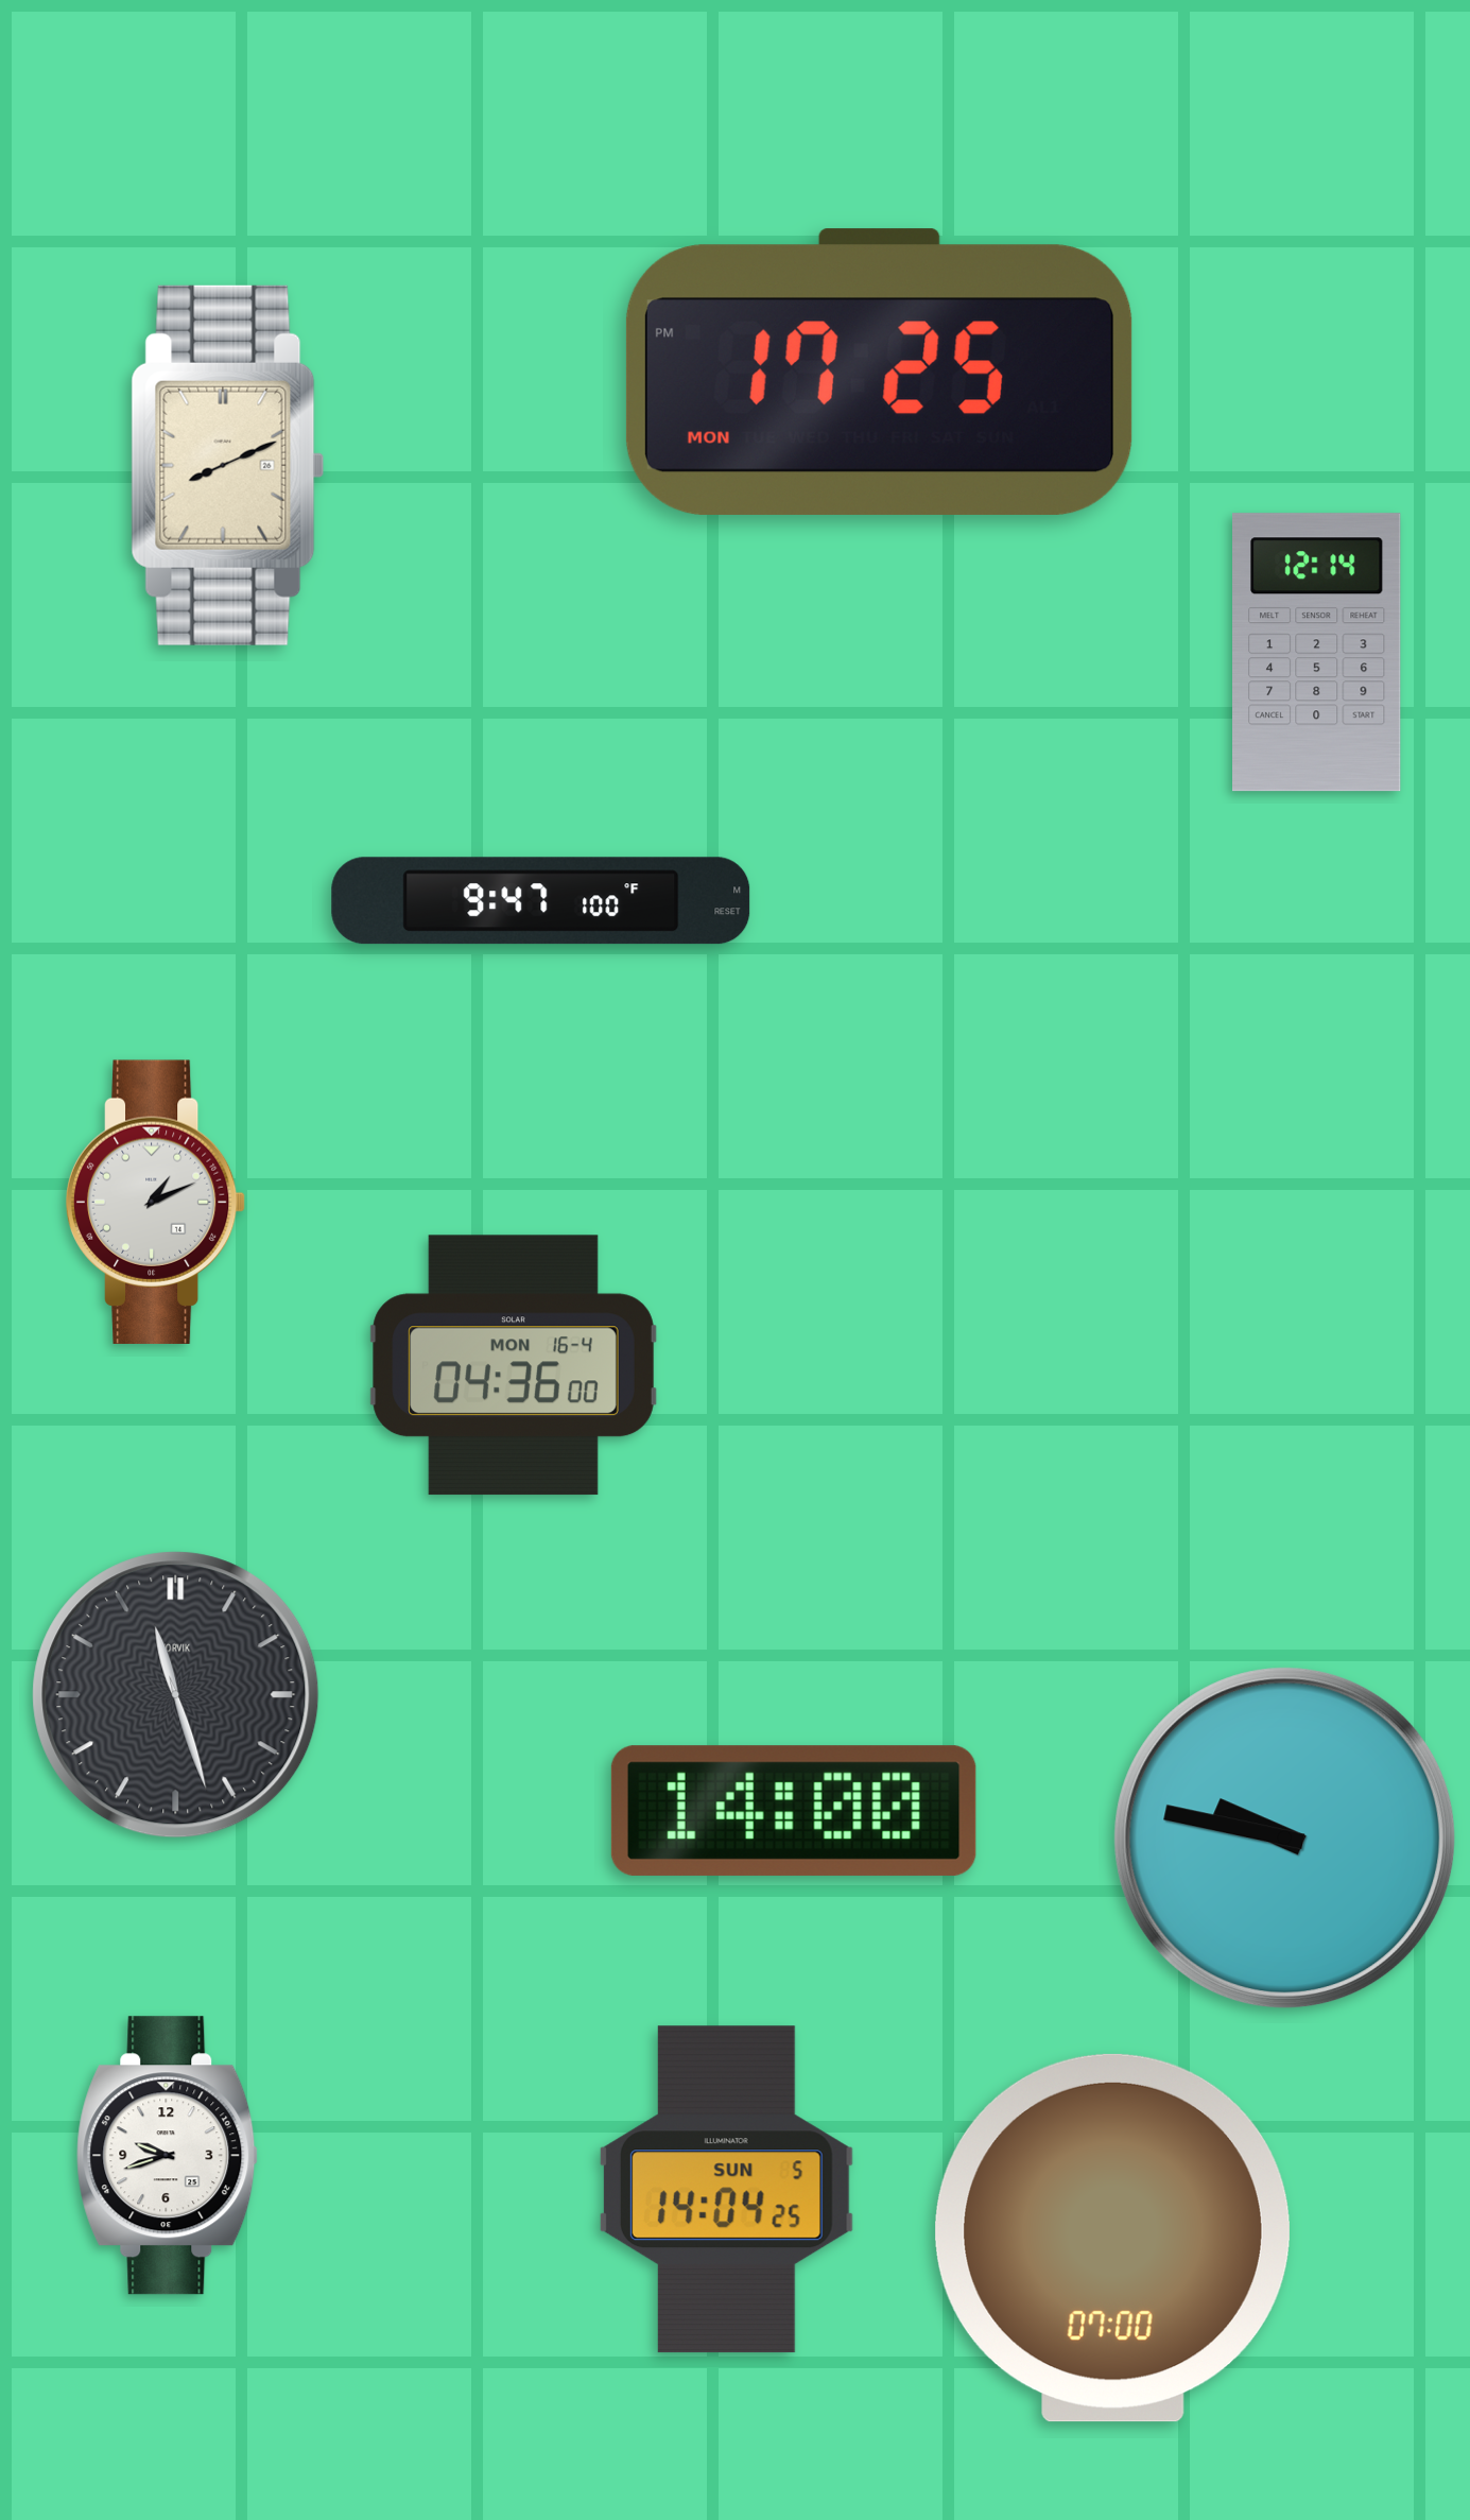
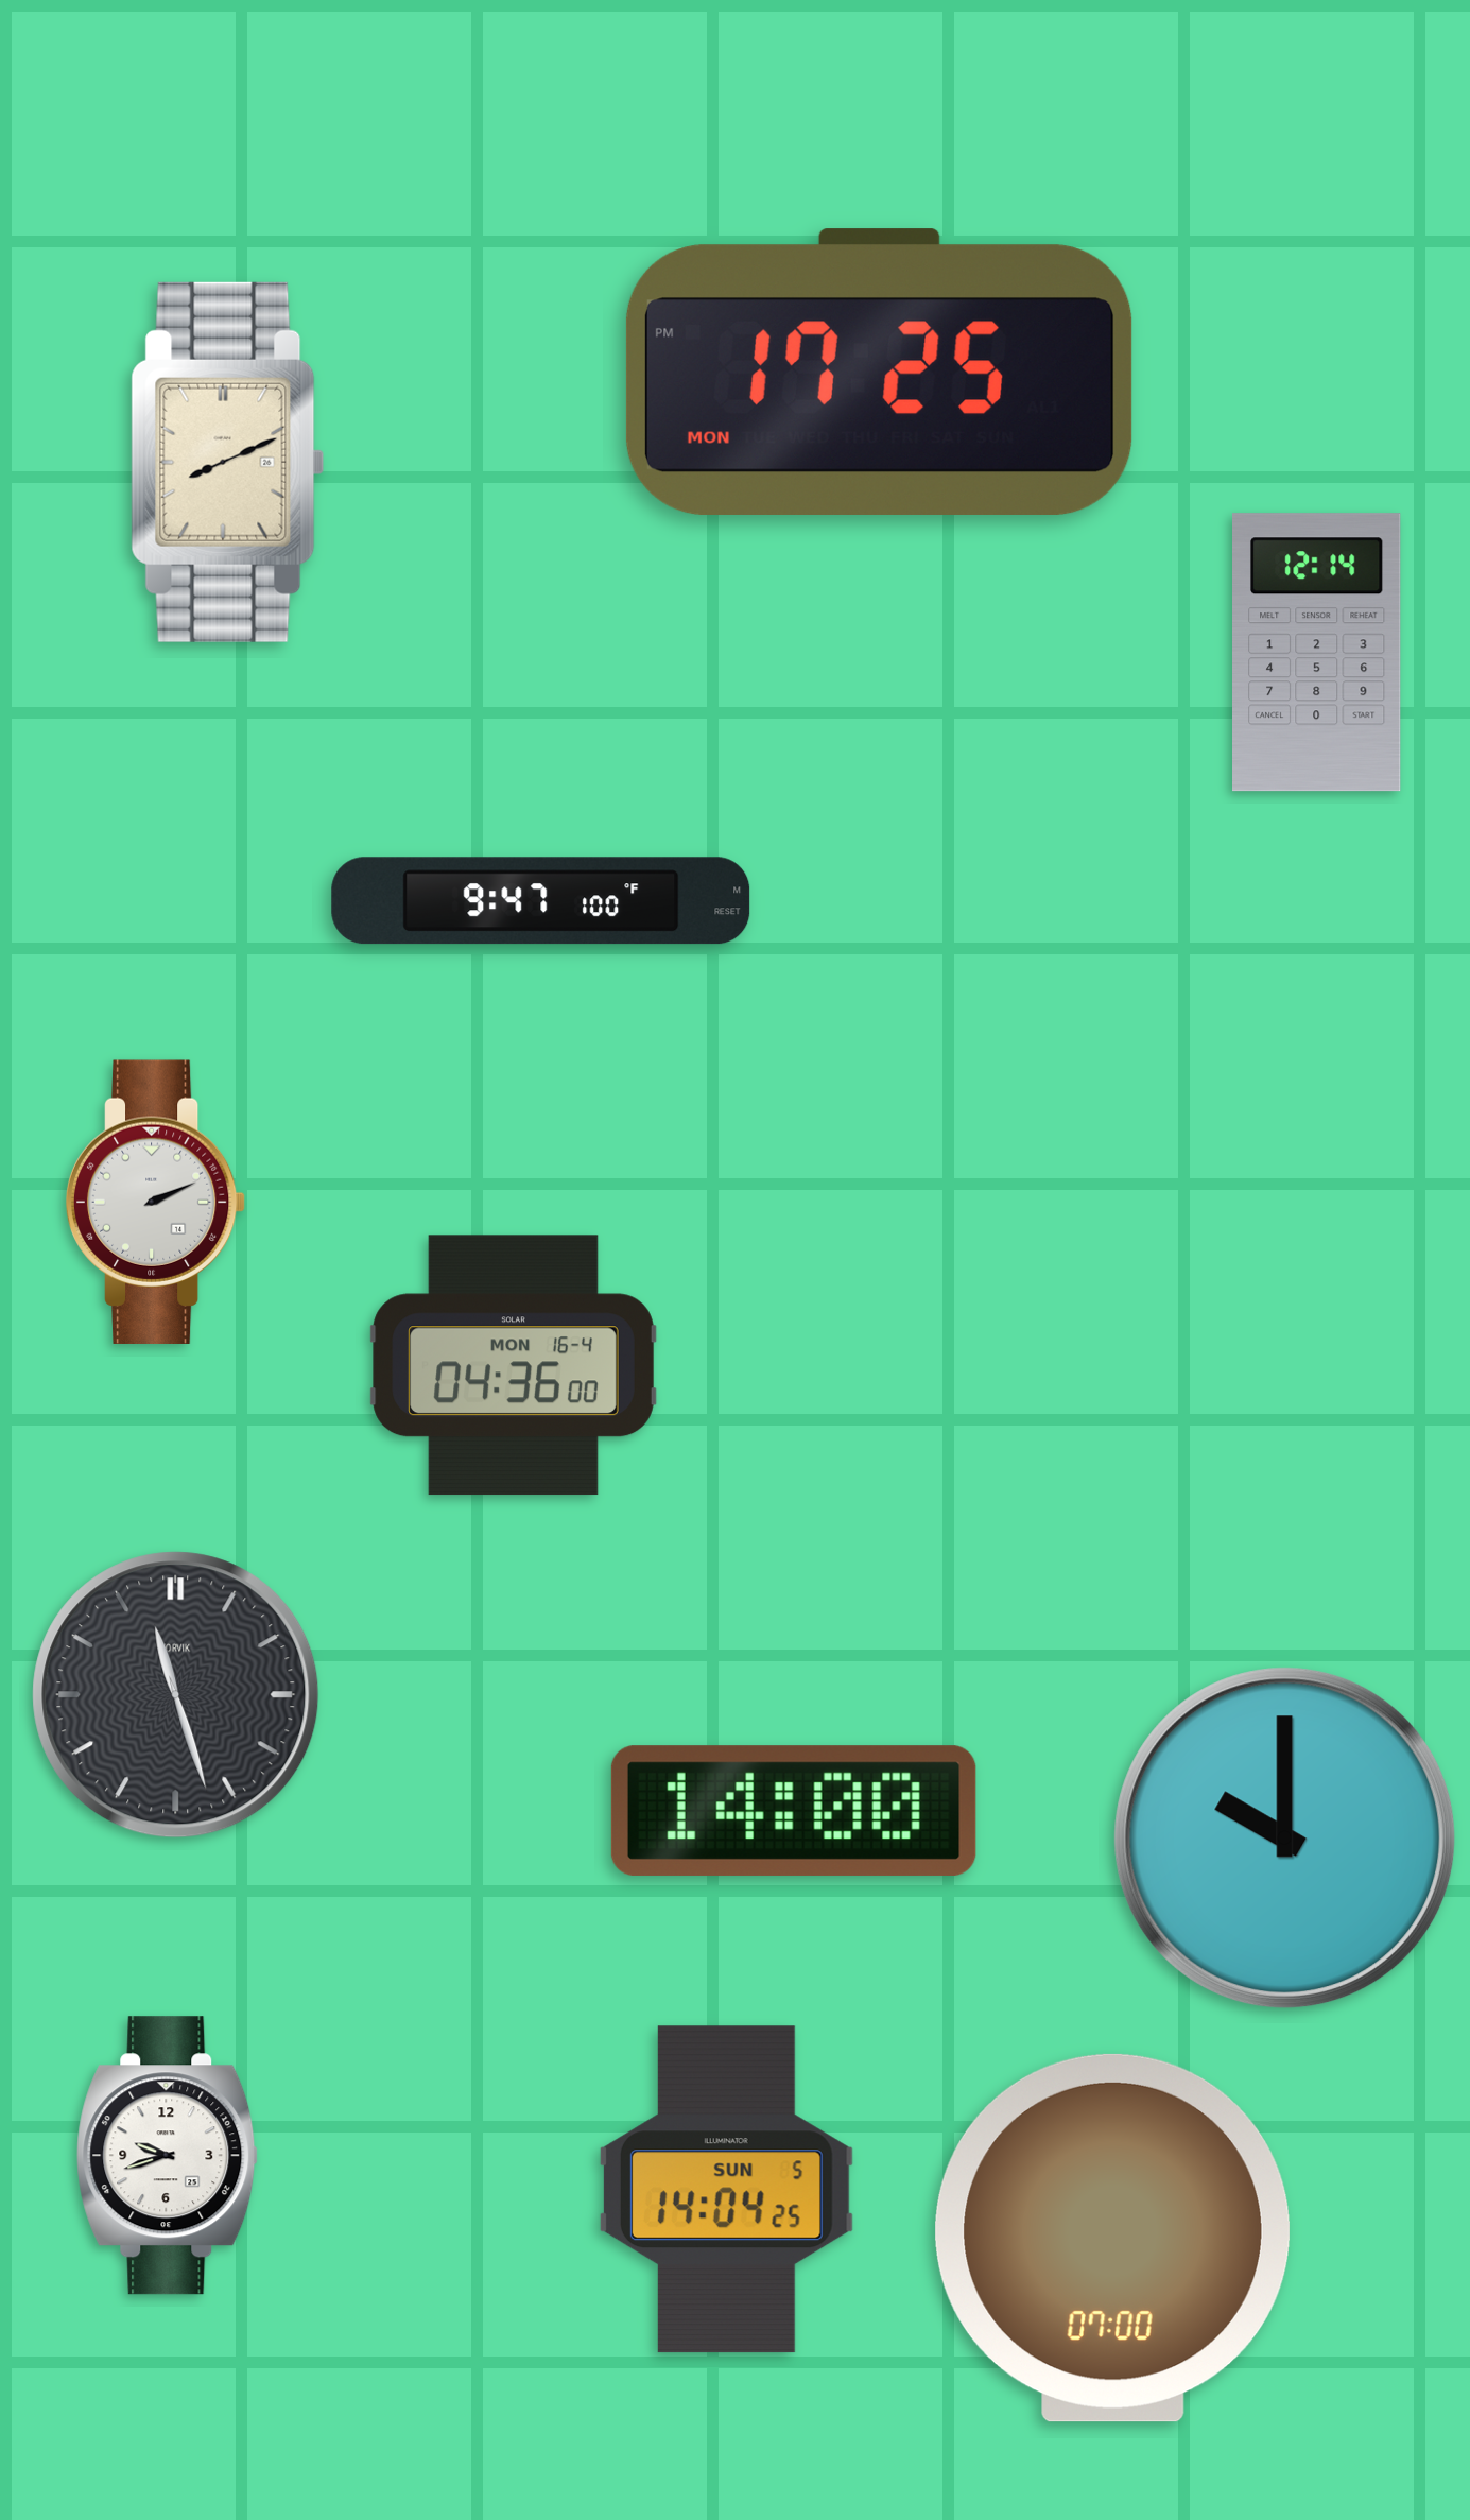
clock at (228, 465) position: (228, 465) -> (228, 462)
clock at (156, 1202): 1:11 -> 2:11
clock at (1285, 1839): 9:47 -> 10:00
